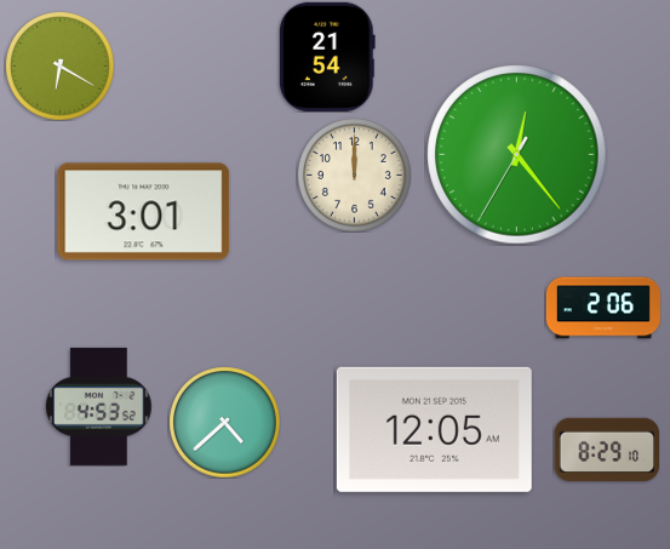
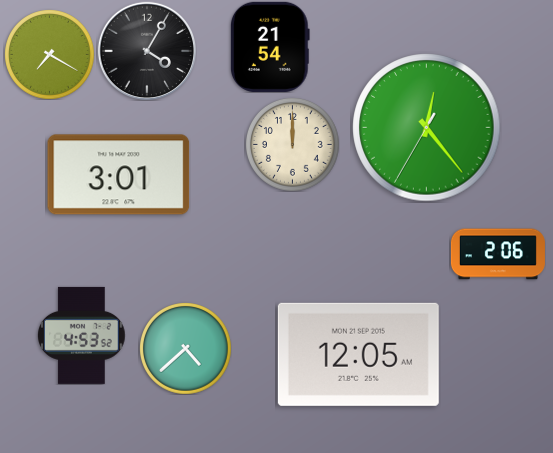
clock at (146, 50): none -> 4:05
clock at (59, 65): 6:20 -> 7:20
clock at (607, 448): 8:29 -> none
